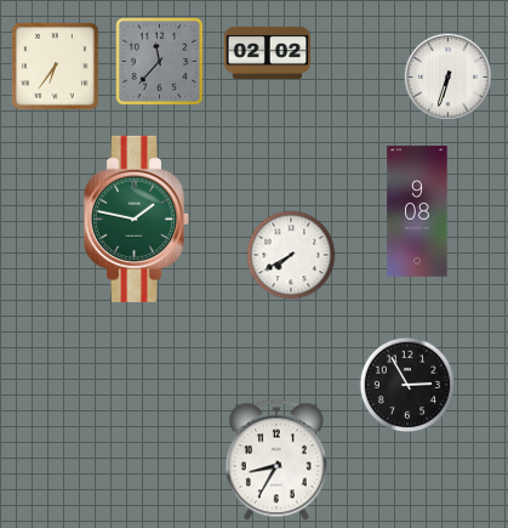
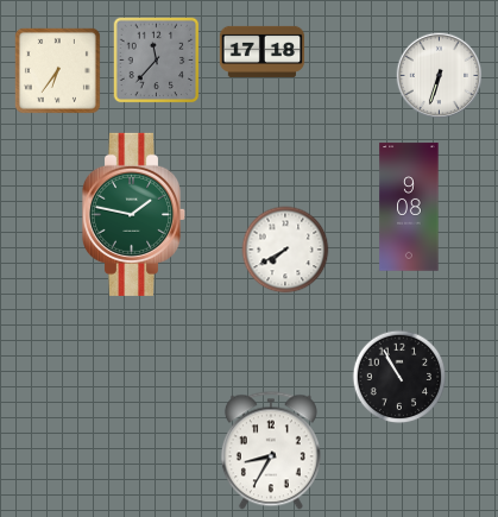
clock at (268, 52): 02:02 -> 17:18
clock at (55, 66) position: (55, 66) -> (57, 70)
clock at (407, 385): 2:55 -> 10:55
